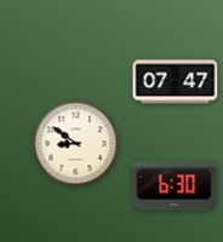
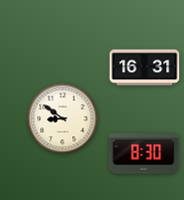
clock at (176, 82): 07:47 -> 16:31
clock at (175, 186): 6:30 -> 8:30
